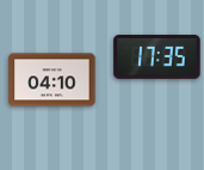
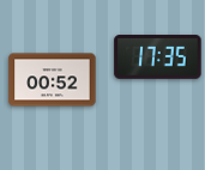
clock at (52, 80): 04:10 -> 00:52
